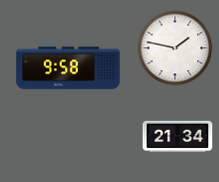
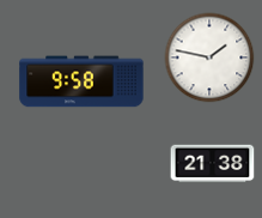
clock at (178, 137): 21:34 -> 21:38
